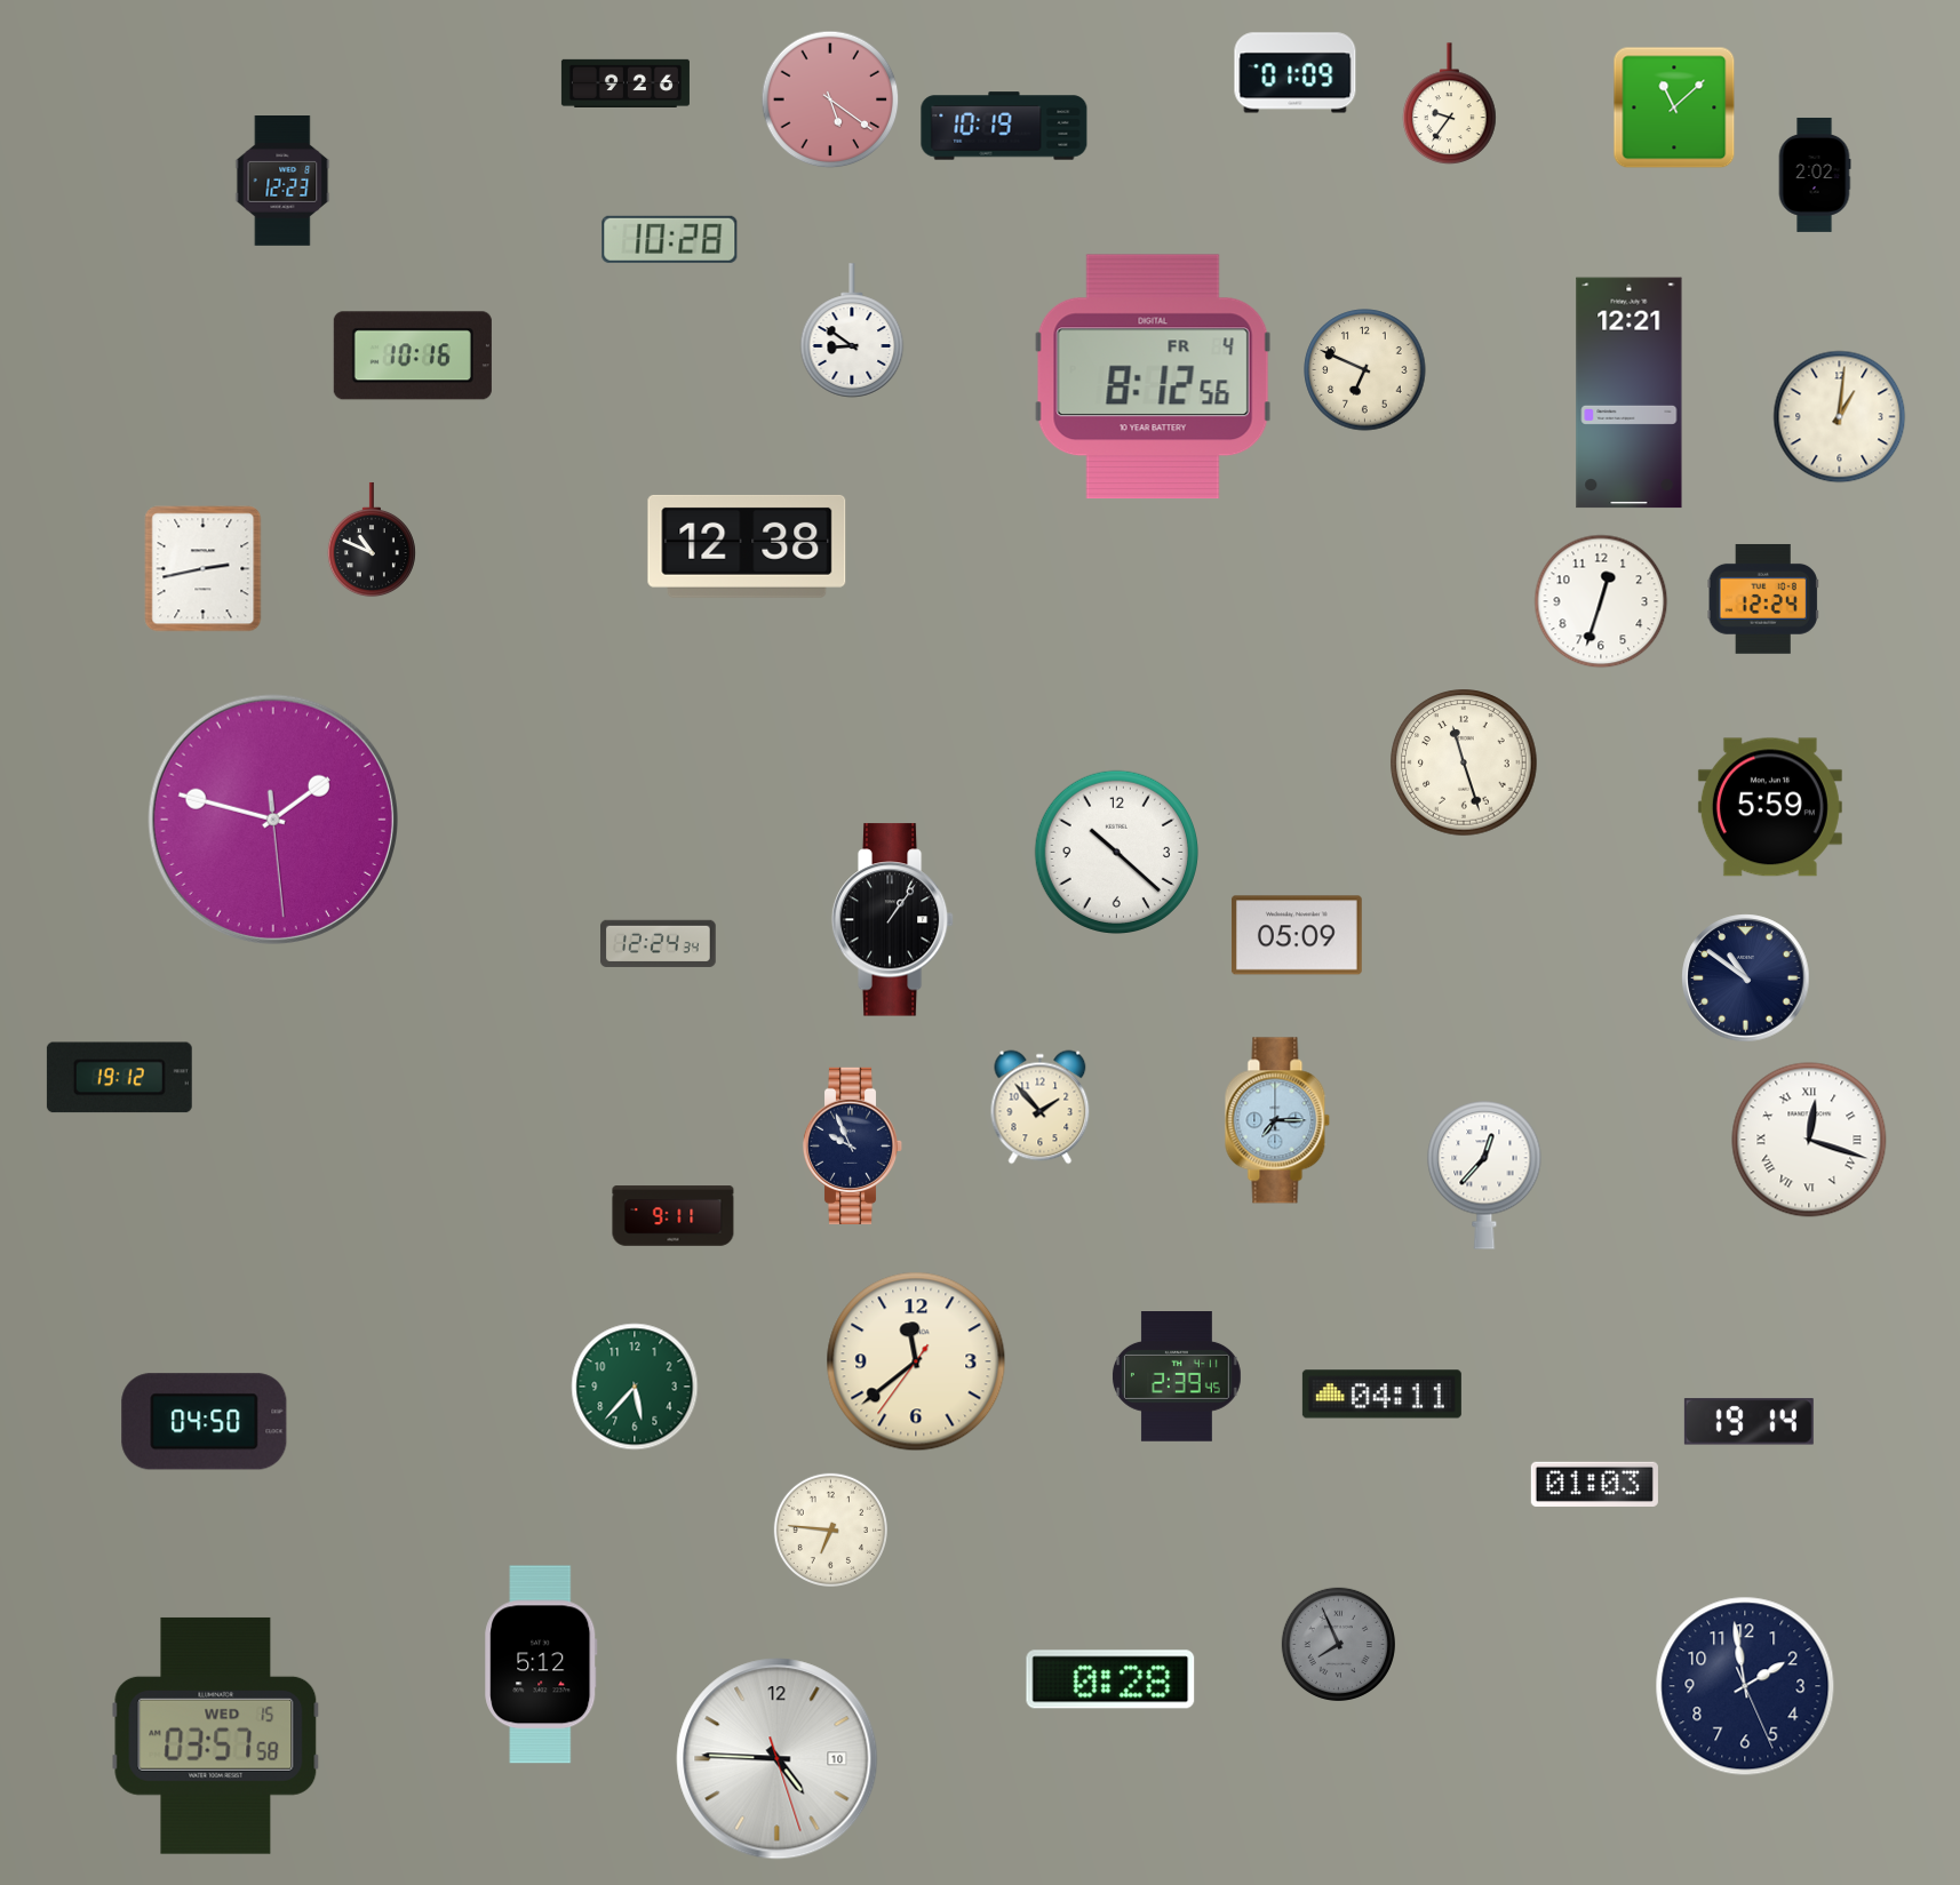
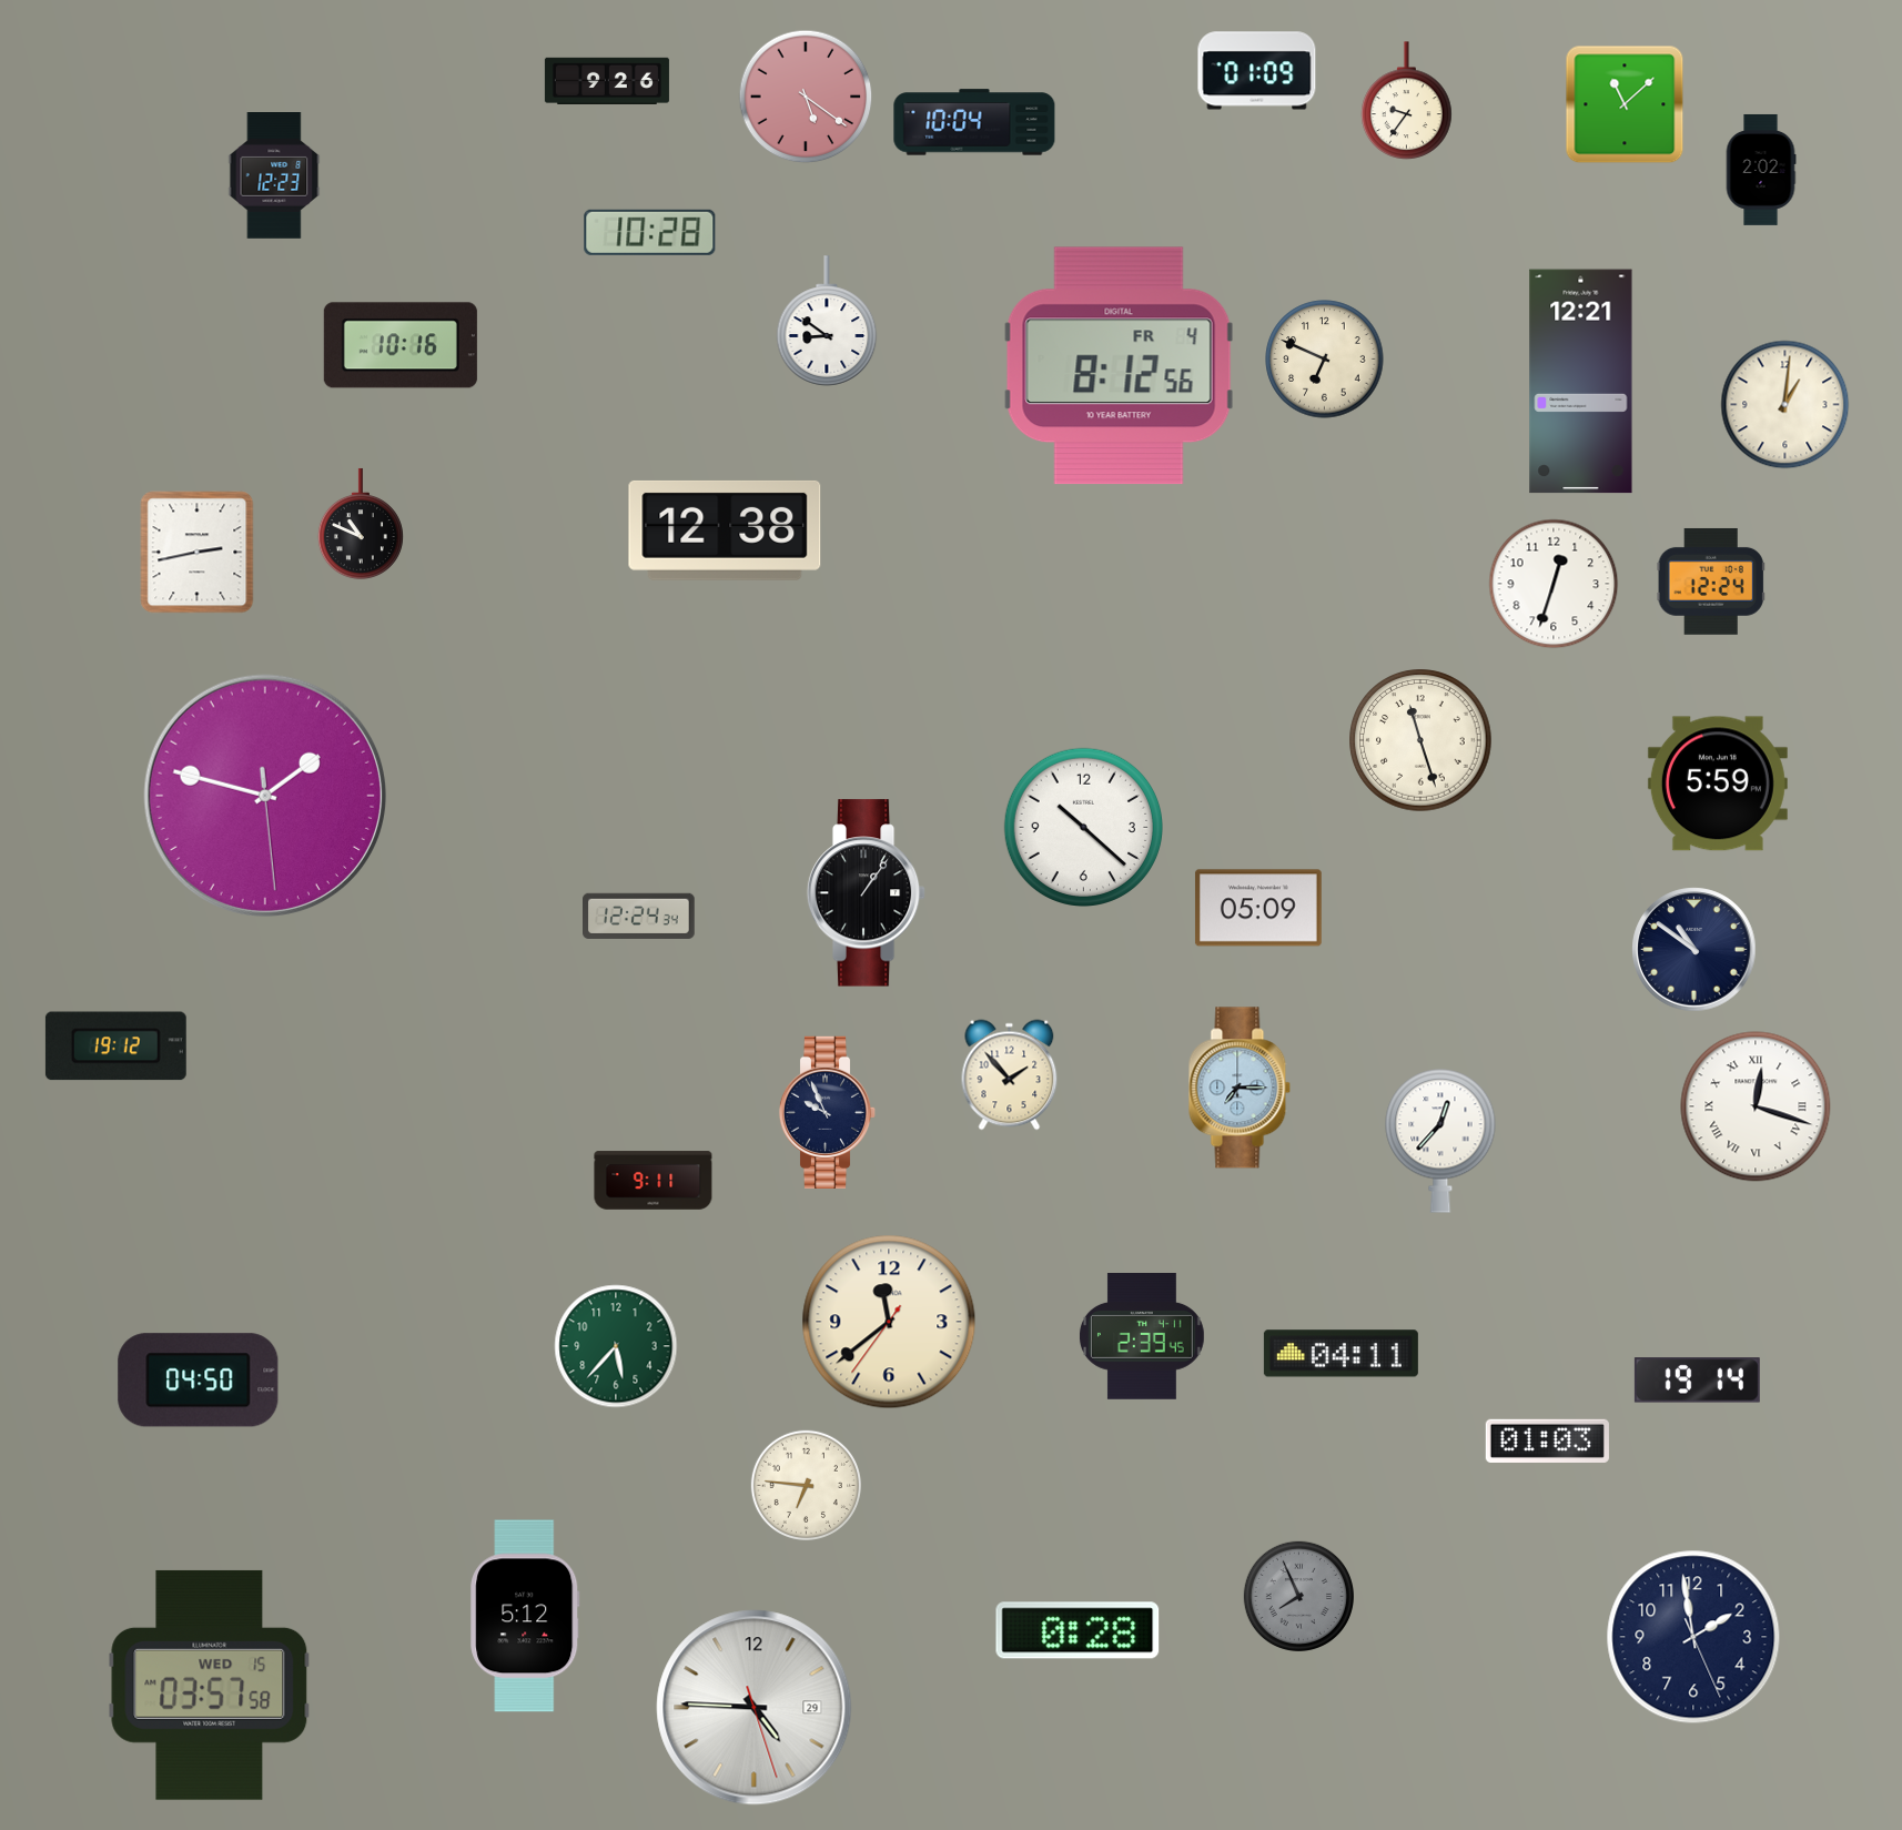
clock at (1004, 126): 10:19 -> 10:04
clock at (778, 1759) date: 10 -> 29
